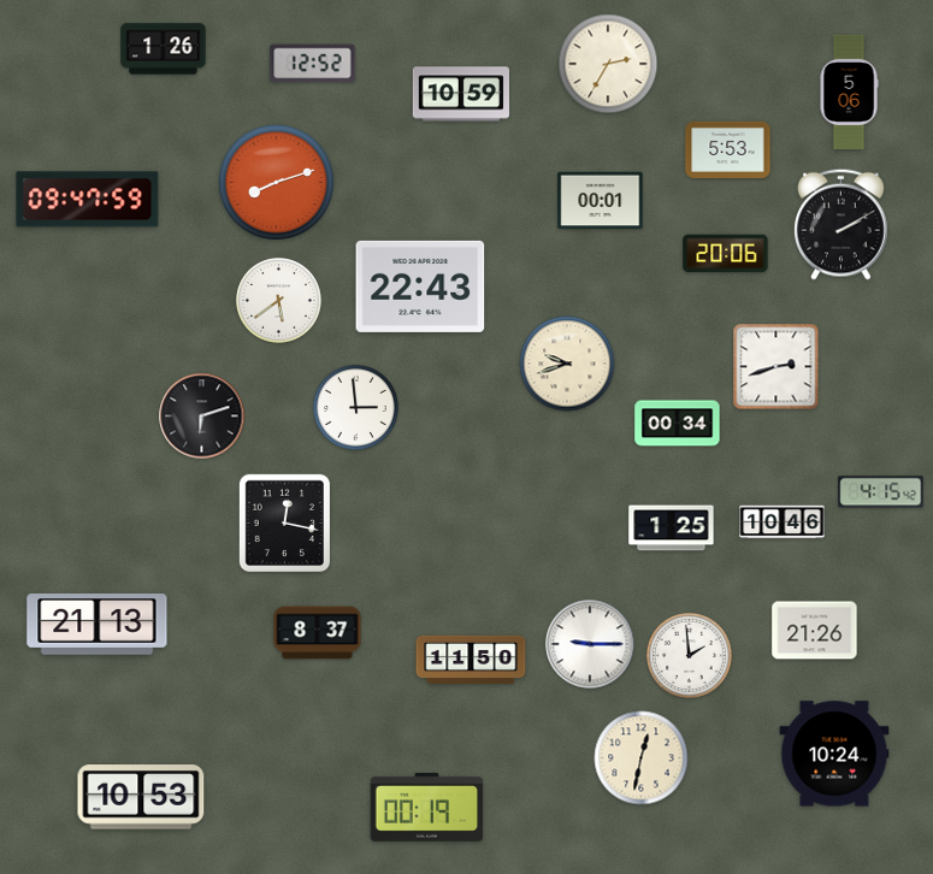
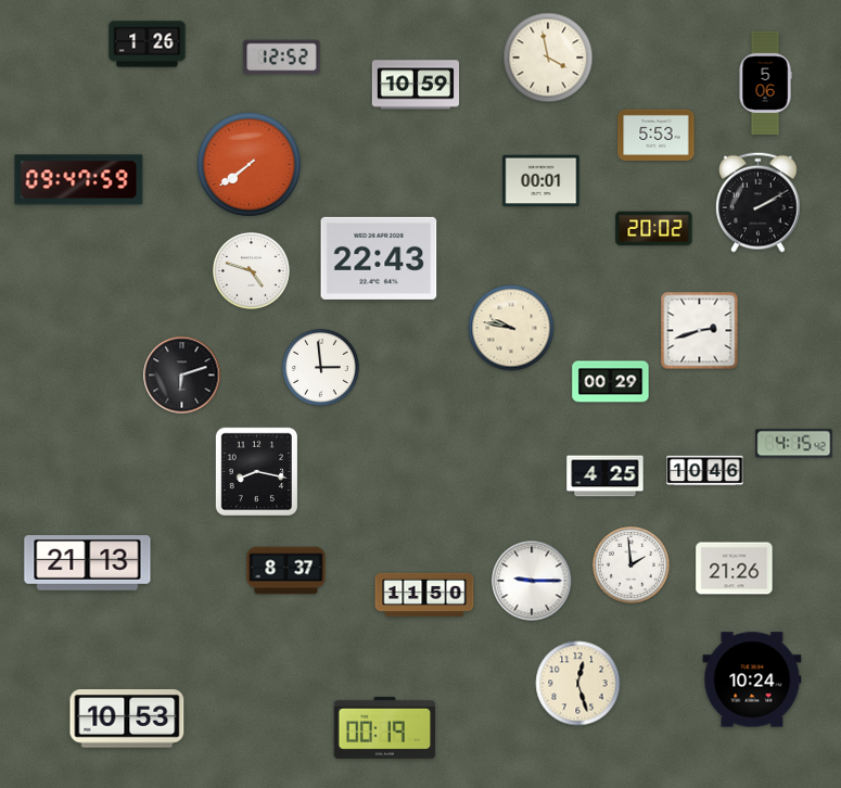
clock at (608, 64): 2:35 -> 3:58
clock at (276, 182): 8:12 -> 7:39
clock at (726, 254): 20:06 -> 20:02
clock at (279, 301): 5:39 -> 4:48
clock at (567, 364): 9:42 -> 9:47
clock at (678, 424): 00:34 -> 00:29
clock at (284, 522): 12:17 -> 8:17
clock at (672, 528): 1:25 -> 4:25
clock at (690, 656) position: (690, 656) -> (632, 565)
clock at (642, 758): 12:32 -> 12:27
